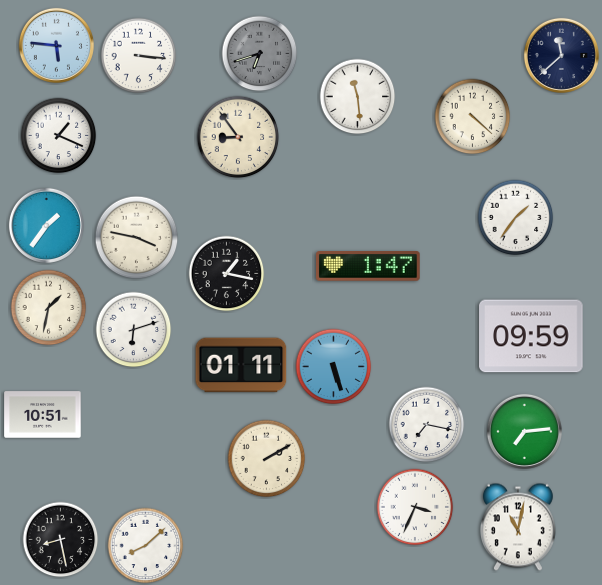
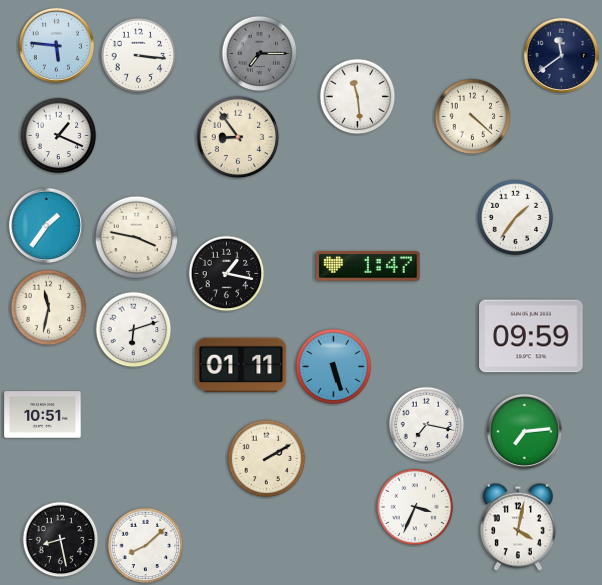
clock at (260, 54): 6:42 -> 7:15
clock at (561, 55): 11:38 -> 11:39
clock at (49, 308): 1:32 -> 11:32
clock at (518, 527): 11:02 -> 4:02
